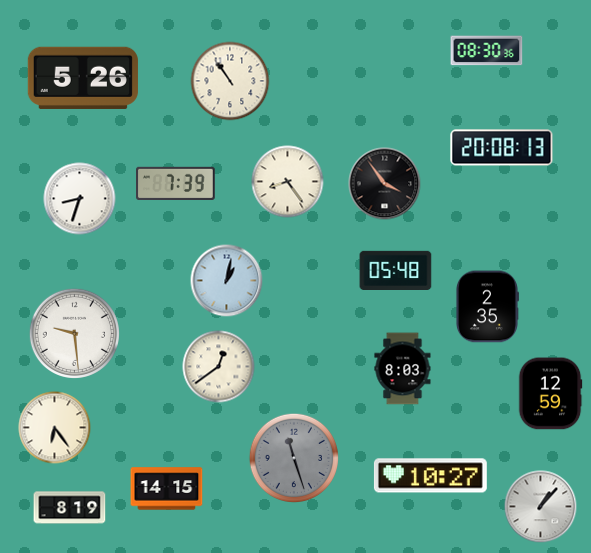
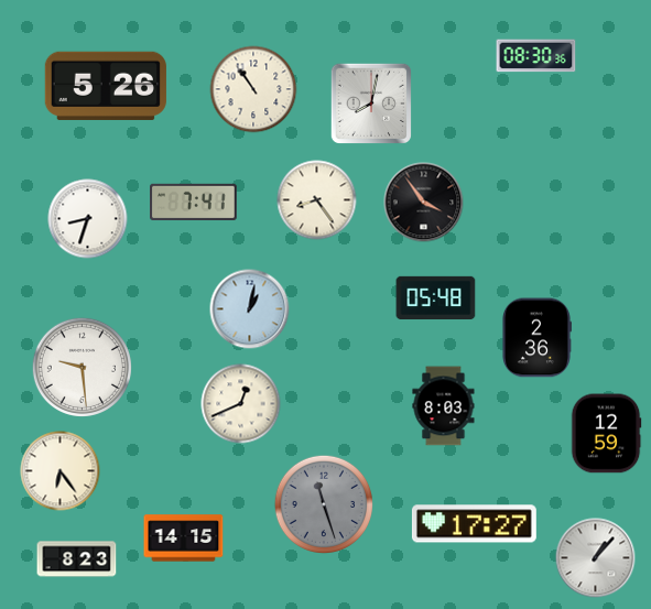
clock at (83, 78) position: (83, 78) -> (106, 86)
clock at (370, 102): none -> 8:02
clock at (502, 148): 20:08 -> none
clock at (176, 183): 7:39 -> 7:41
clock at (487, 307): 2:35 -> 2:36
clock at (219, 367): 12:39 -> 12:41
clock at (430, 476): 10:27 -> 17:27
clock at (70, 508): 8:19 -> 8:23
